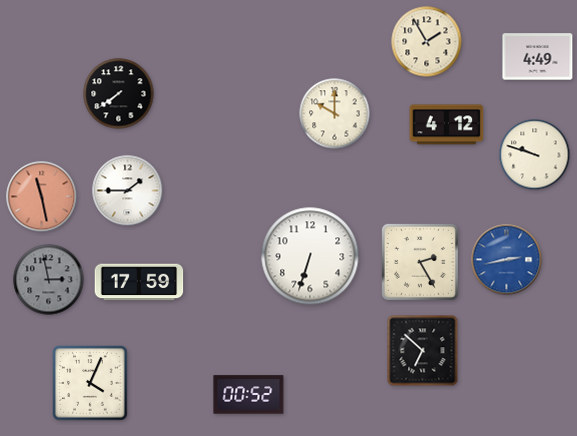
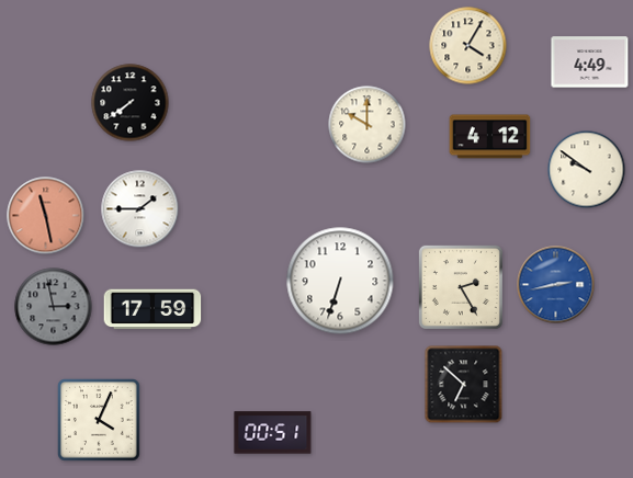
clock at (427, 42): 1:55 -> 4:05
clock at (535, 155): 9:48 -> 9:51
clock at (249, 395): 00:52 -> 00:51
